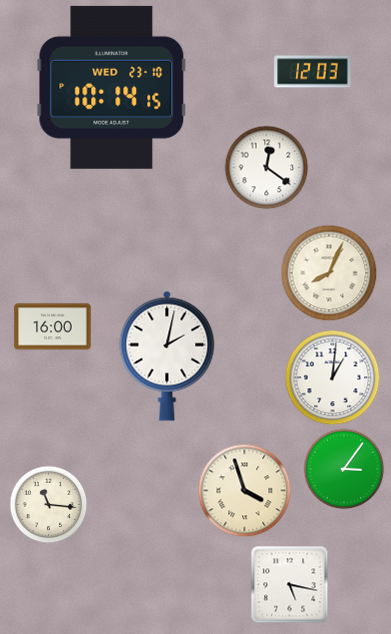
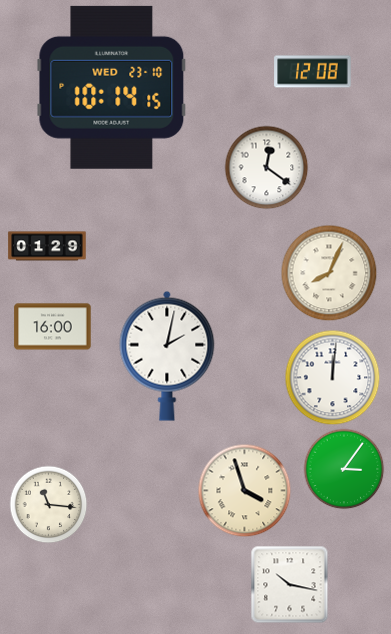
clock at (313, 72): 12:03 -> 12:08
clock at (47, 246): none -> 01:29
clock at (332, 377): 1:01 -> 12:01
clock at (289, 584): 5:17 -> 10:17
